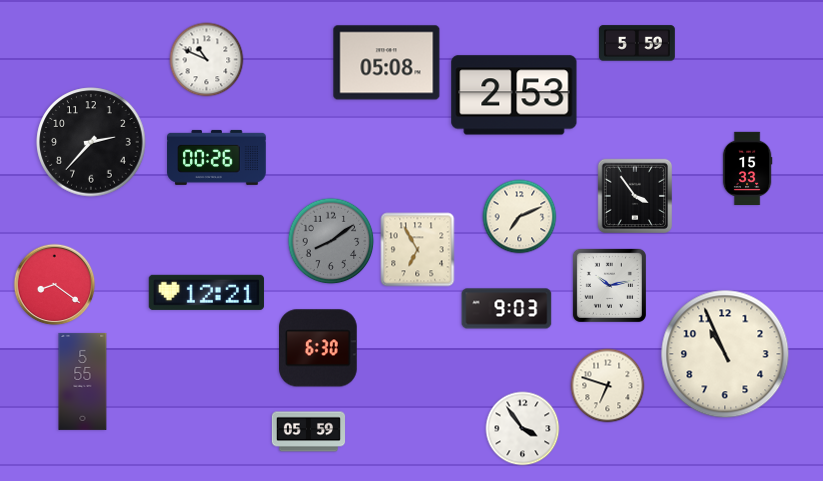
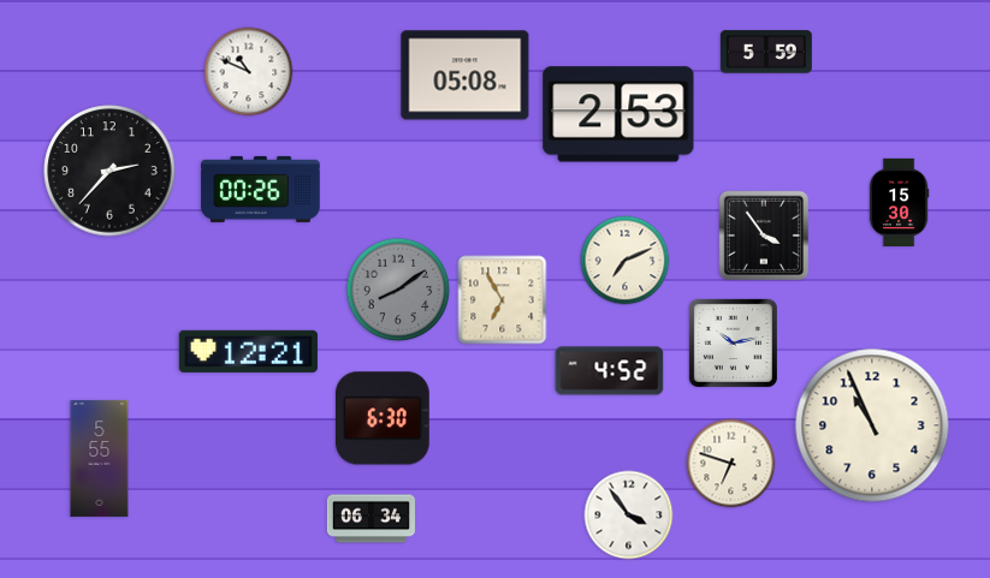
clock at (747, 168): 15:33 -> 15:30
clock at (55, 285): 8:21 -> none
clock at (507, 309): 9:03 -> 4:52
clock at (309, 432): 05:59 -> 06:34
